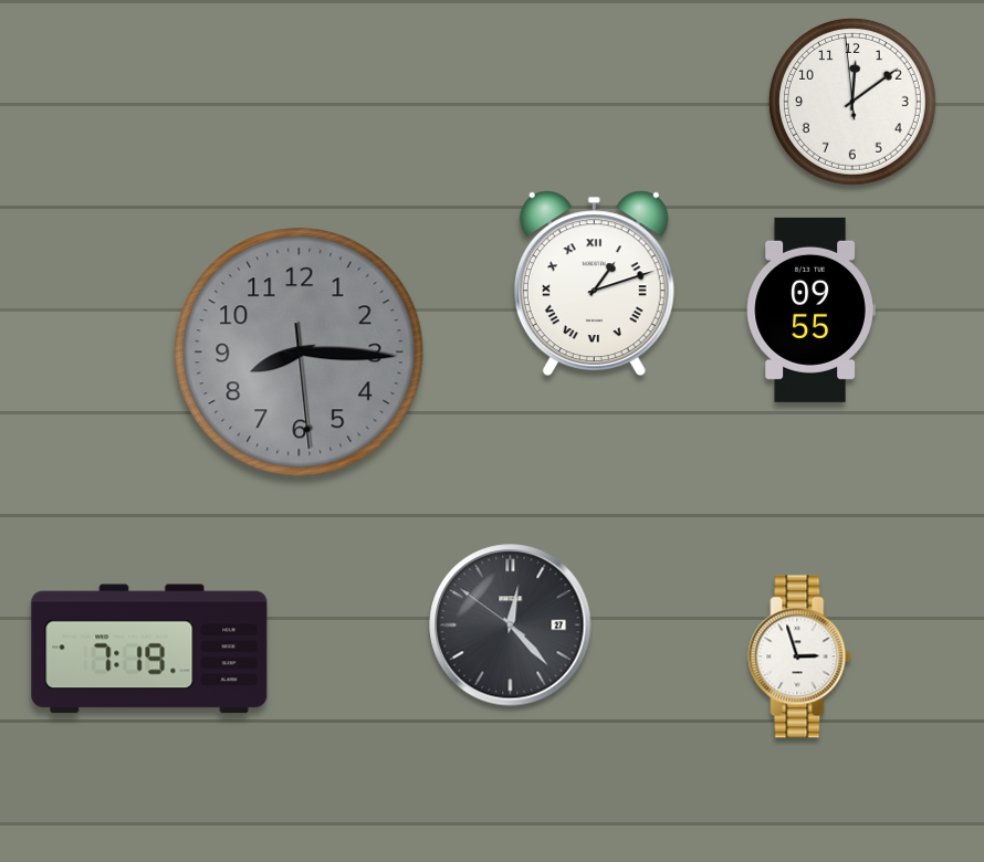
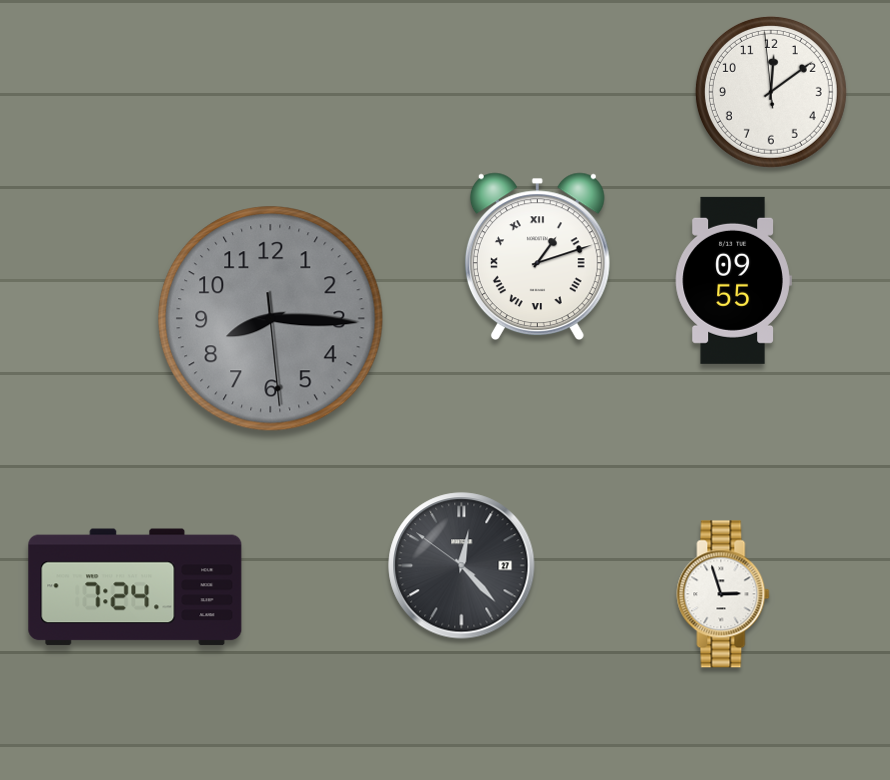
clock at (149, 649): 7:19 -> 7:24
